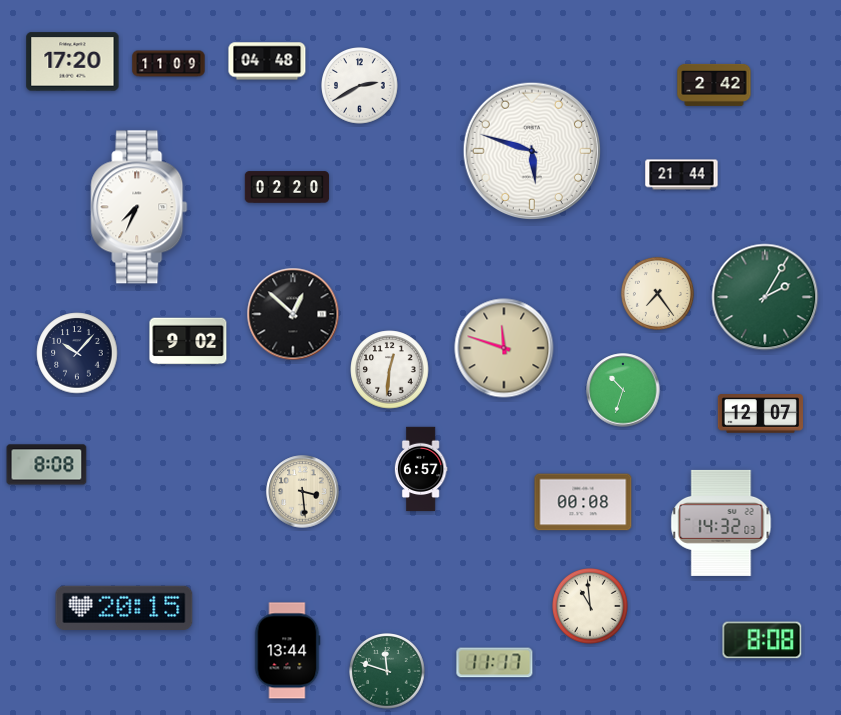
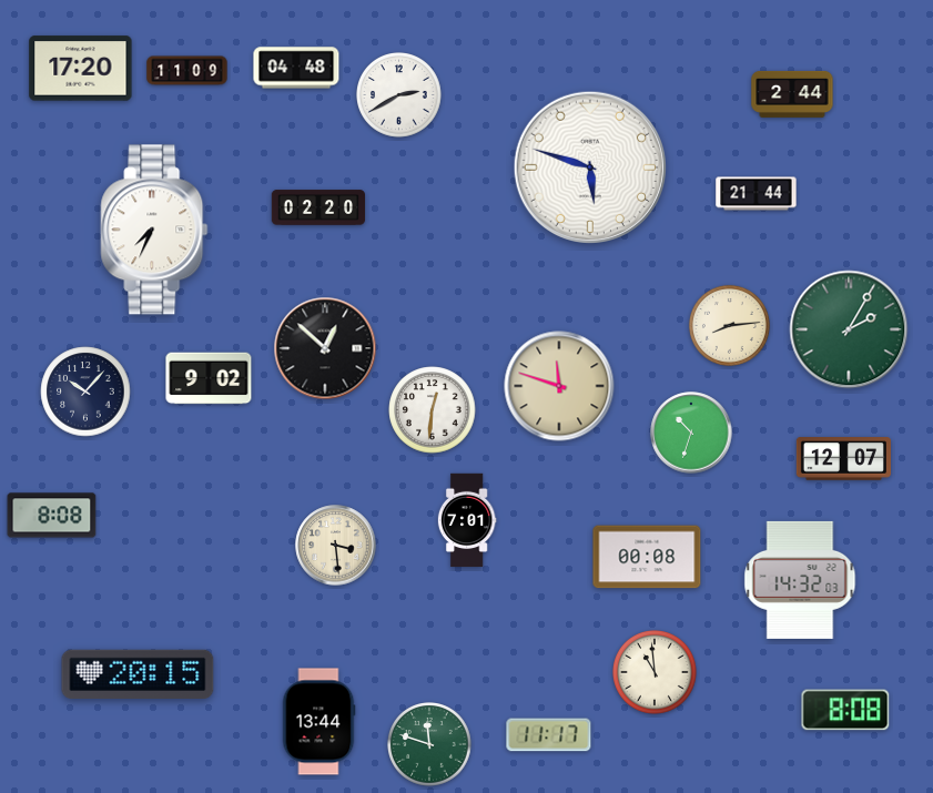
clock at (714, 85): 2:42 -> 2:44
clock at (657, 293): 7:24 -> 8:14
clock at (421, 469): 6:57 -> 7:01
